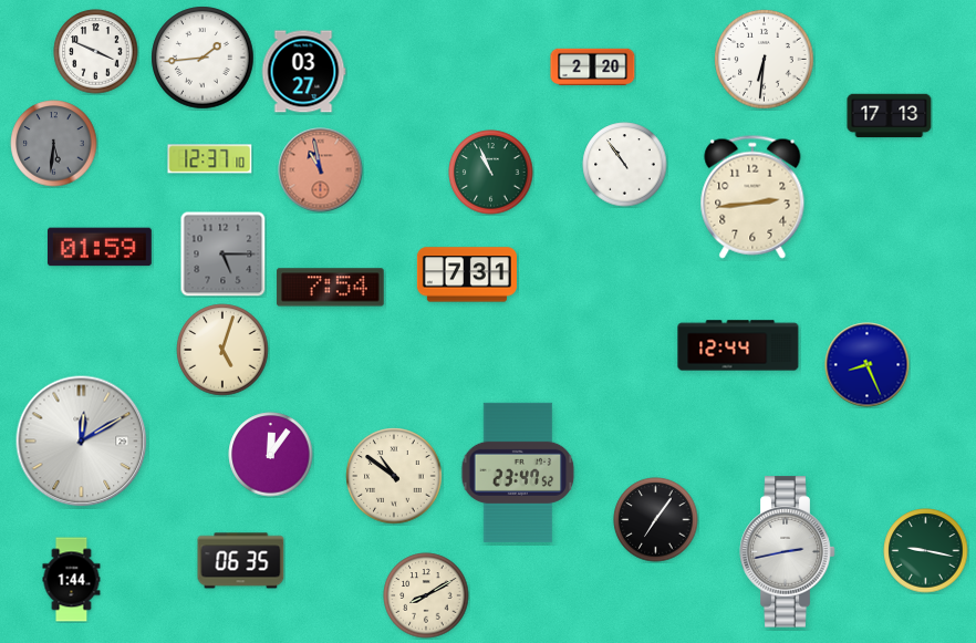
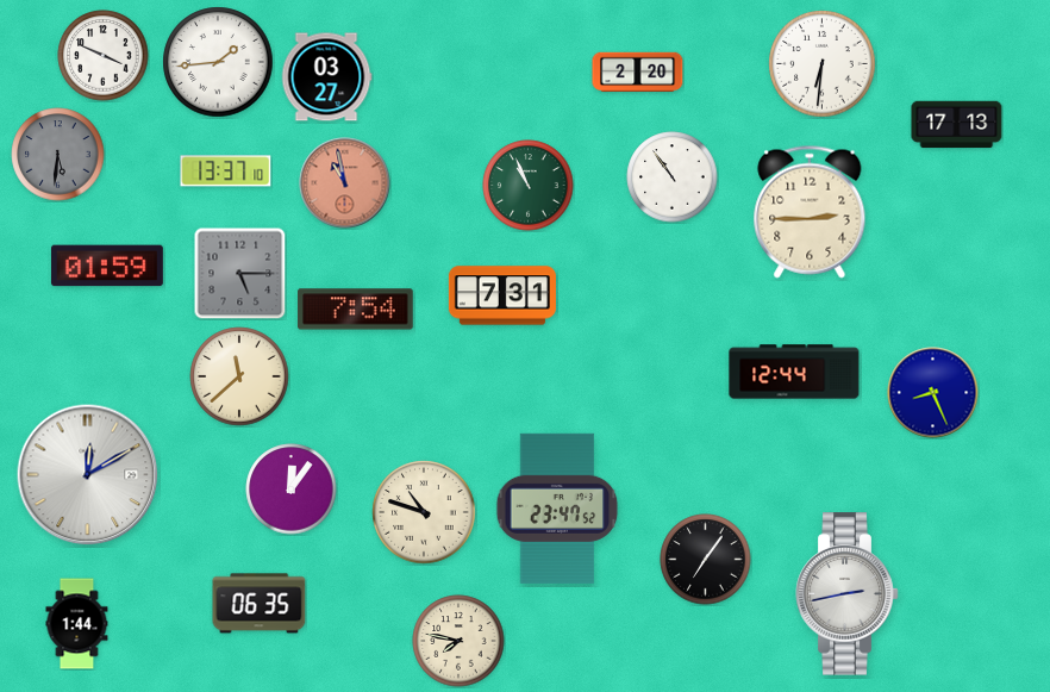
clock at (210, 159): 12:37 -> 13:37
clock at (752, 197): 2:44 -> 2:45
clock at (222, 350): 5:03 -> 11:38
clock at (394, 476): 10:51 -> 10:48
clock at (926, 551): 9:17 -> none
clock at (426, 595): 8:10 -> 7:47
